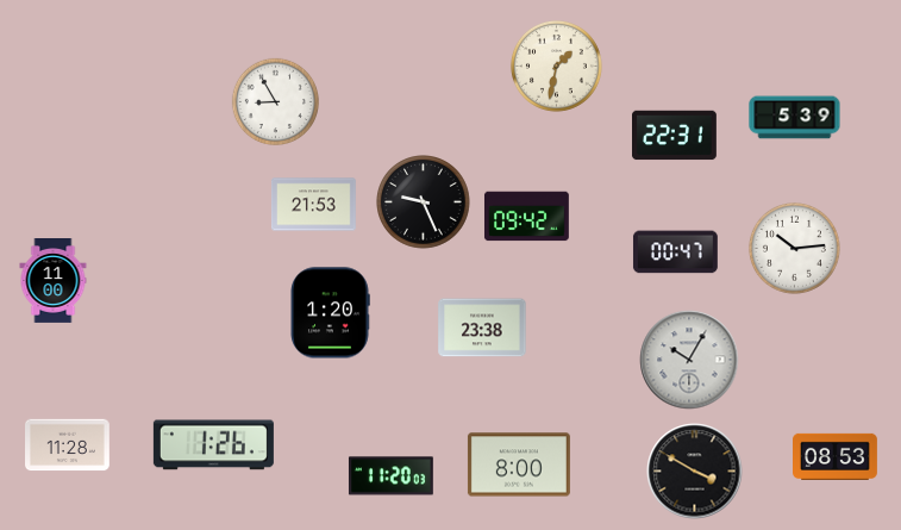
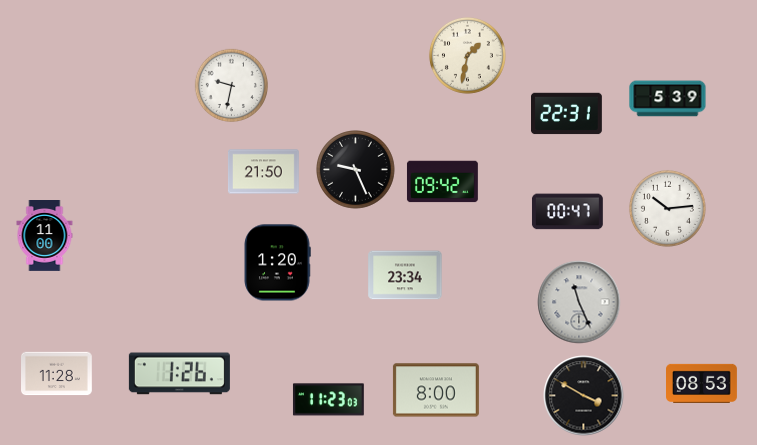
clock at (275, 101): 8:55 -> 9:32
clock at (314, 205): 21:53 -> 21:50
clock at (482, 328): 23:38 -> 23:34
clock at (689, 360): 10:05 -> 11:26
clock at (390, 476): 11:20 -> 11:23
